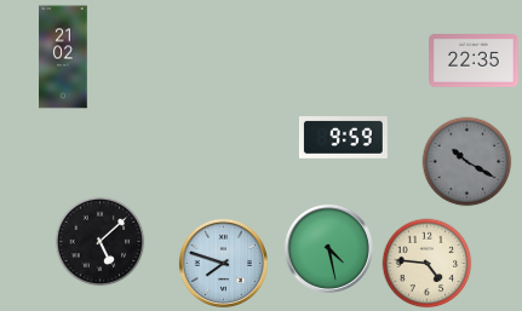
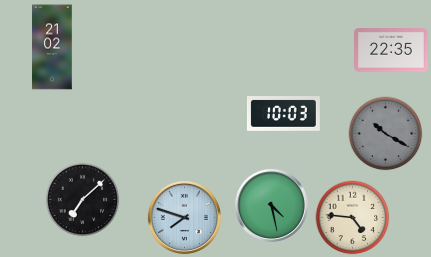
clock at (343, 138): 9:59 -> 10:03
clock at (101, 242): 5:08 -> 7:08
